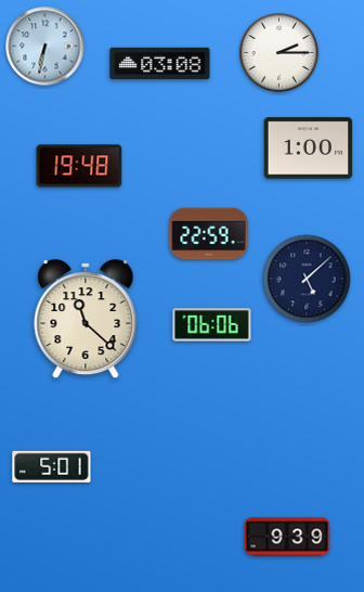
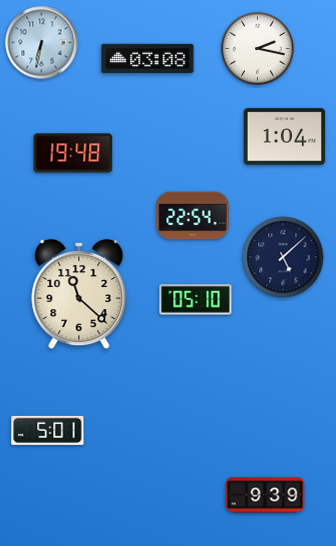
clock at (279, 53): 2:15 -> 2:17
clock at (309, 149): 1:00 -> 1:04
clock at (209, 234): 22:59 -> 22:54
clock at (212, 325): 06:06 -> 05:10
